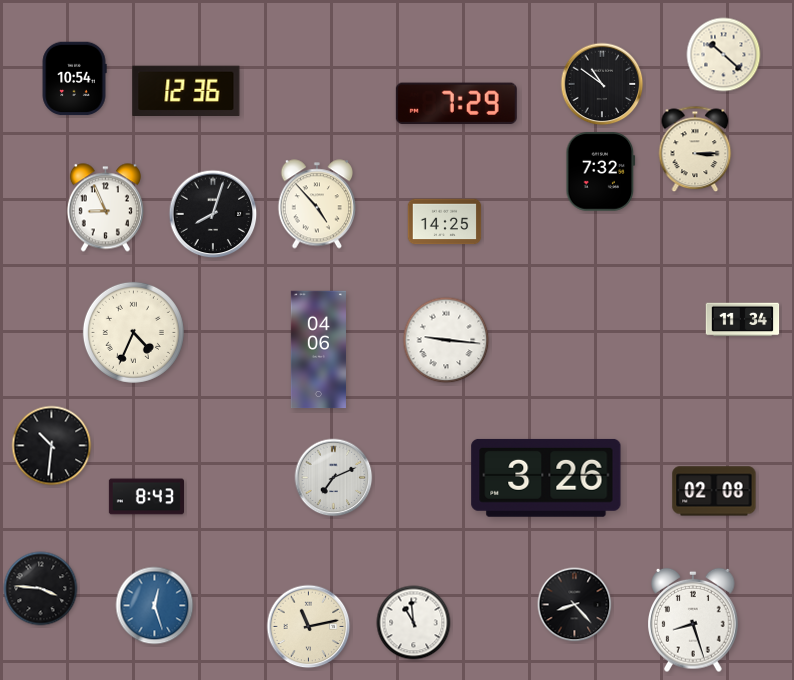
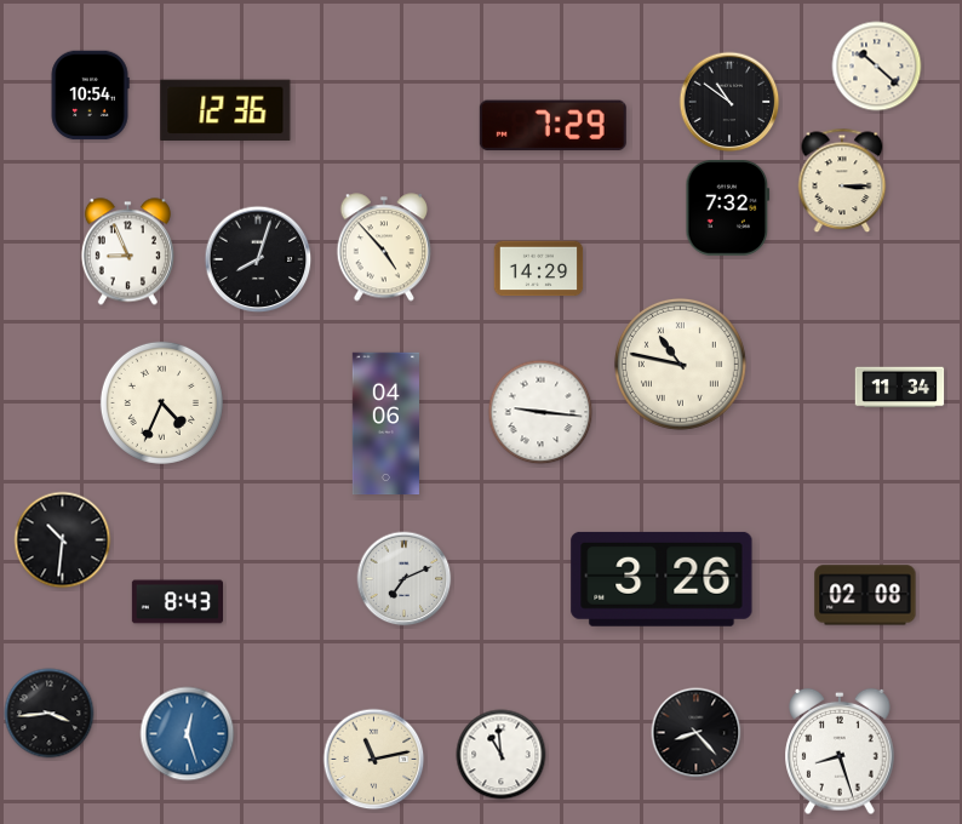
clock at (445, 222): 14:25 -> 14:29
clock at (680, 364): none -> 10:47
clock at (41, 589): 3:46 -> 3:44
